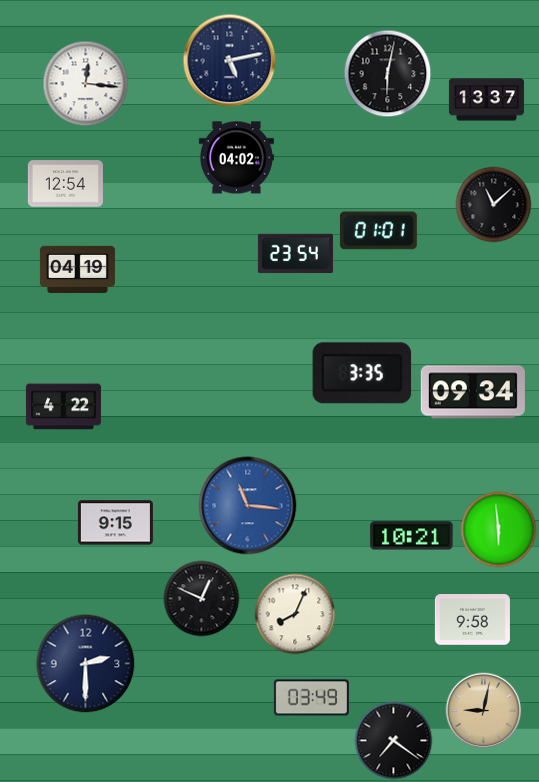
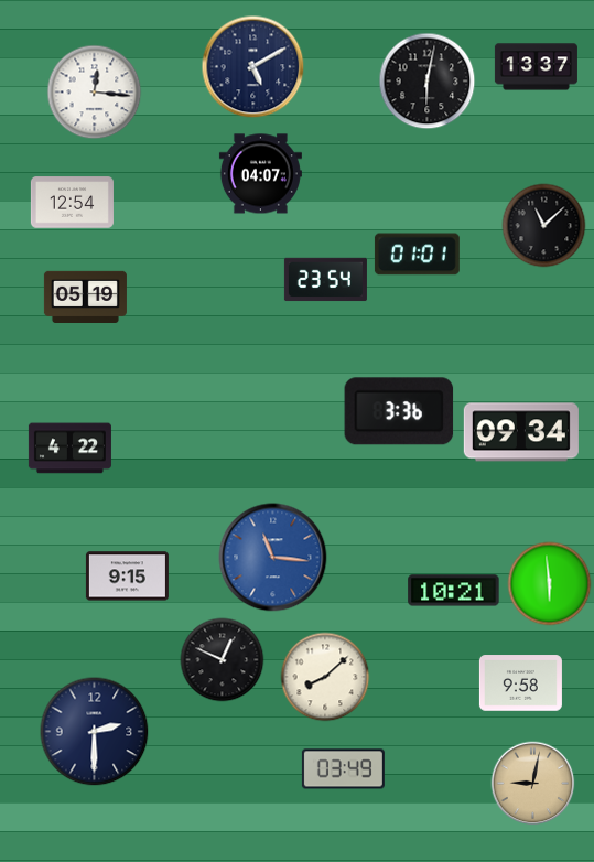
clock at (230, 61): 5:13 -> 5:10
clock at (486, 100) position: (486, 100) -> (536, 67)
clock at (236, 158): 04:02 -> 04:07
clock at (77, 269): 04:19 -> 05:19
clock at (362, 373): 3:35 -> 3:36
clock at (295, 614): 8:04 -> 8:08
clock at (394, 741): 7:21 -> none
